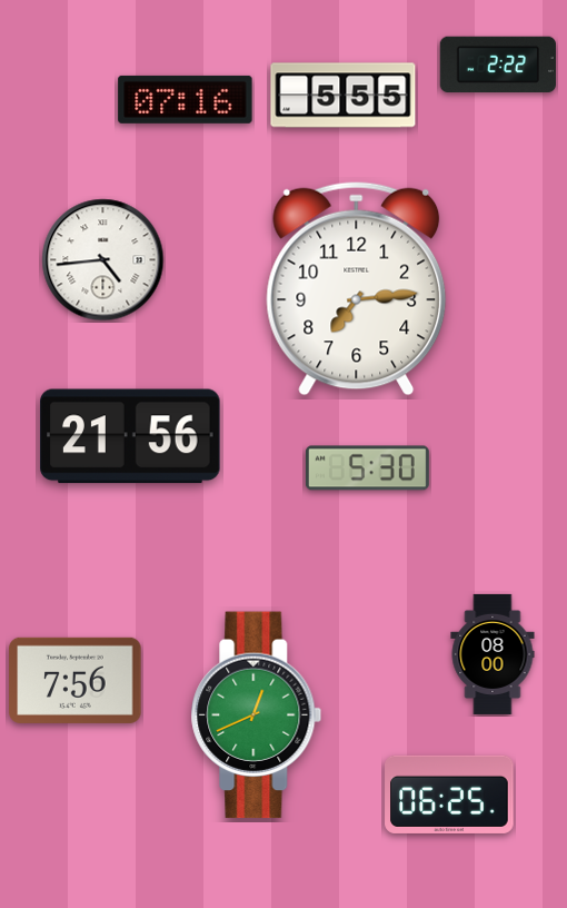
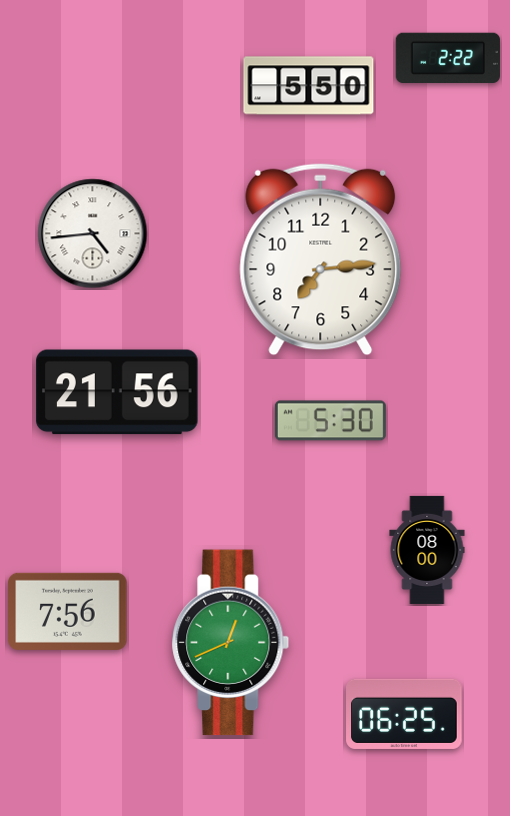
clock at (344, 96): 5:55 -> 5:50
clock at (186, 99): 07:16 -> none
clock at (493, 654) position: (493, 654) -> (427, 550)
